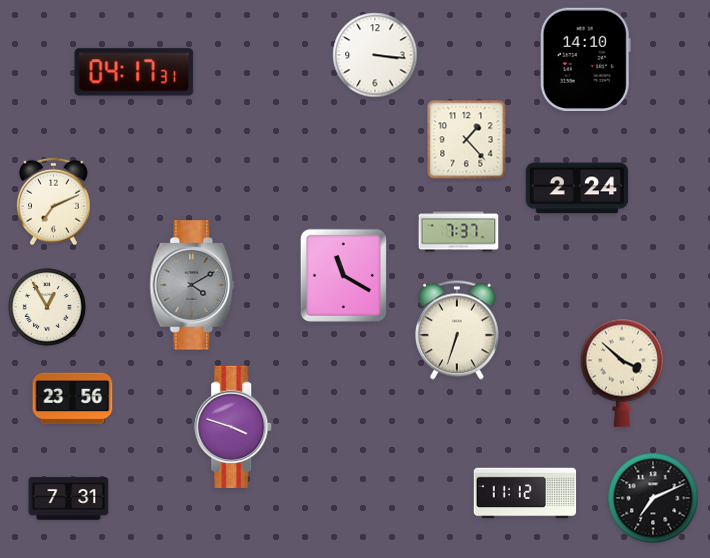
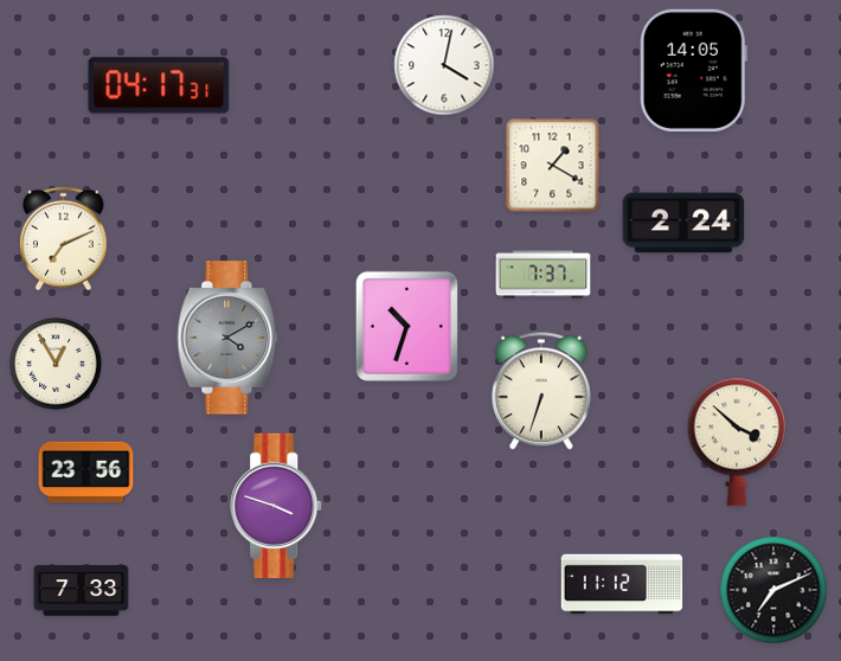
clock at (375, 55): 3:16 -> 4:02
clock at (585, 59): 14:10 -> 14:05
clock at (467, 140): 1:23 -> 1:20
clock at (343, 275): 11:20 -> 10:33
clock at (69, 499): 7:31 -> 7:33
